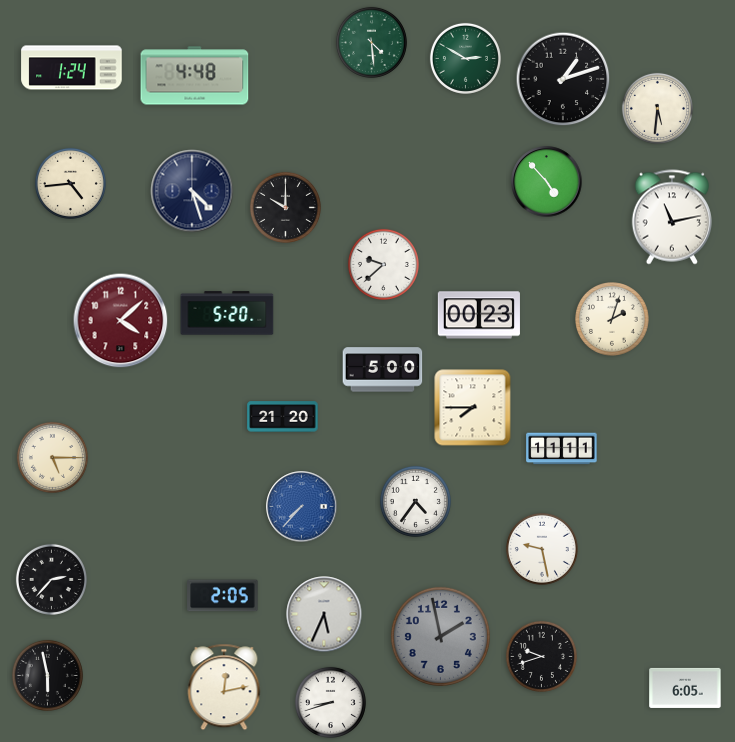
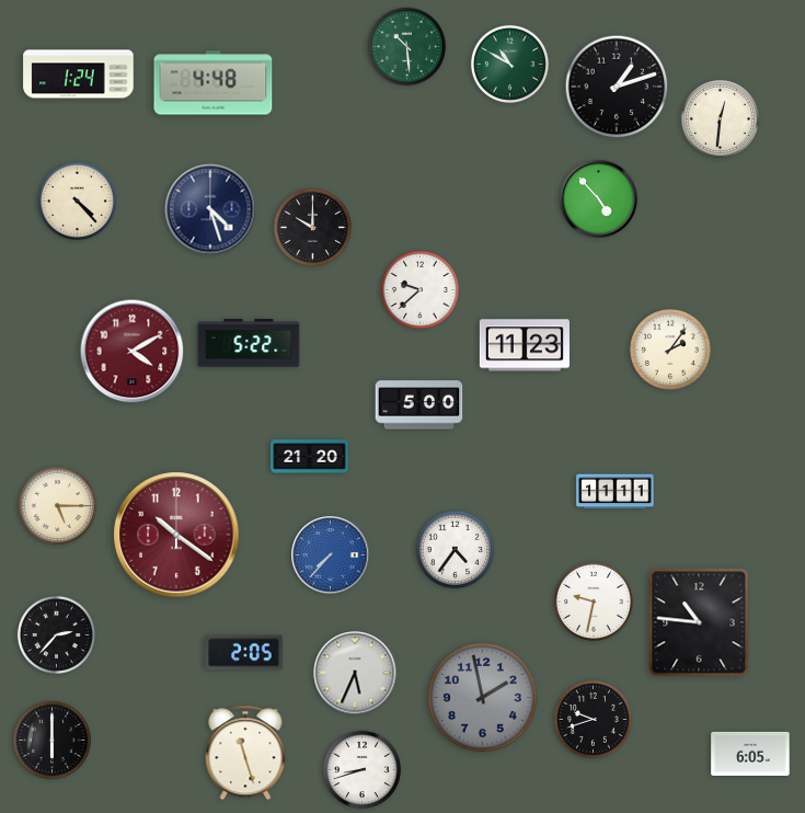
clock at (371, 42): 4:29 -> 10:29
clock at (465, 58): 2:50 -> 10:50
clock at (657, 108): 5:31 -> 12:31
clock at (70, 183): 4:44 -> 4:23
clock at (672, 217): 11:13 -> none
clock at (227, 313): 5:20 -> 5:22
clock at (479, 315): 00:23 -> 11:23
clock at (613, 320): 2:03 -> 2:06
clock at (121, 321): 4:08 -> 4:10
clock at (473, 408): 7:45 -> none
clock at (52, 457) position: (52, 457) -> (57, 505)
clock at (176, 535): none -> 10:21
clock at (542, 549): 9:28 -> 9:32
clock at (699, 622): none -> 10:46
clock at (47, 675): 5:58 -> 6:00
clock at (224, 687): 12:13 -> 11:27
